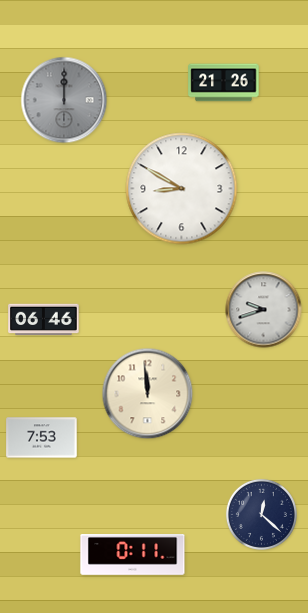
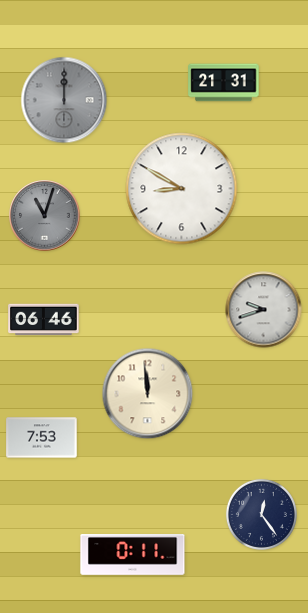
clock at (224, 83): 21:26 -> 21:31
clock at (45, 216): none -> 11:03
clock at (261, 514): 12:22 -> 12:24
